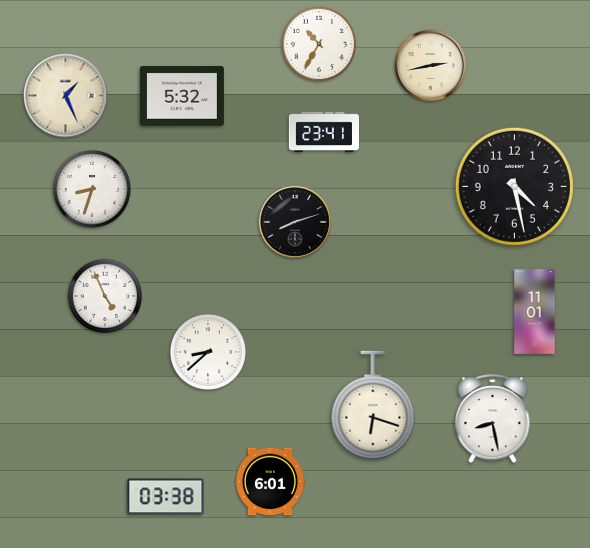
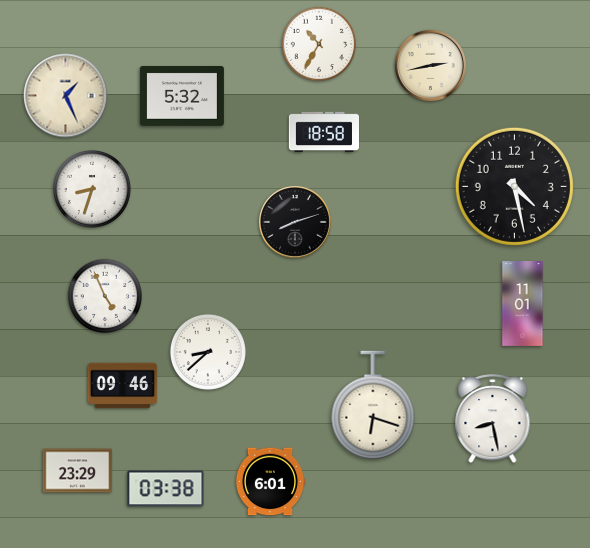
clock at (323, 132): 23:41 -> 18:58
clock at (535, 312) position: (535, 312) -> (523, 304)
clock at (123, 386): none -> 09:46
clock at (78, 471): none -> 23:29
clock at (166, 497) position: (166, 497) -> (166, 489)
